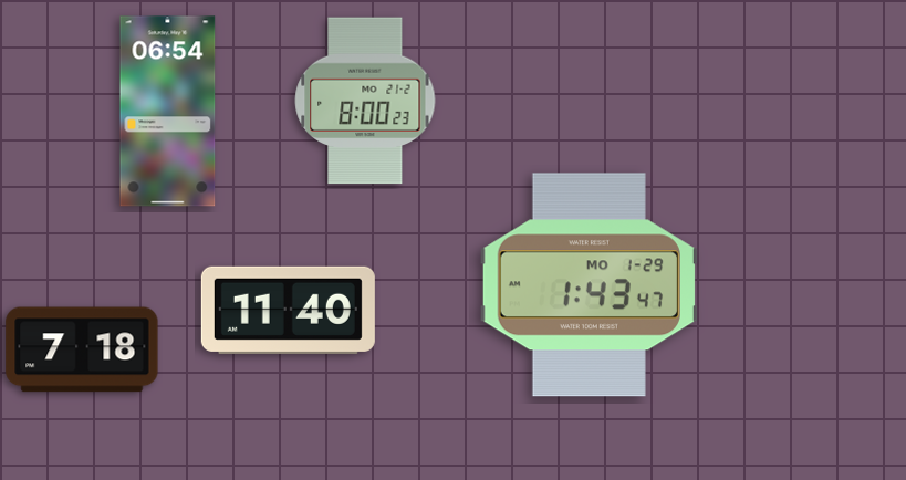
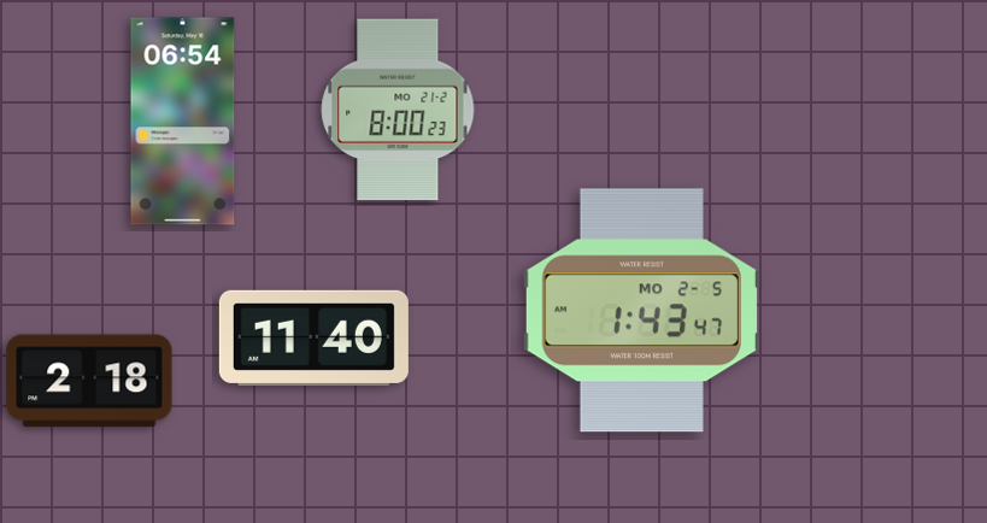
clock at (589, 285) date: MO 1-29 -> MO 2-5
clock at (82, 349): 7:18 -> 2:18
